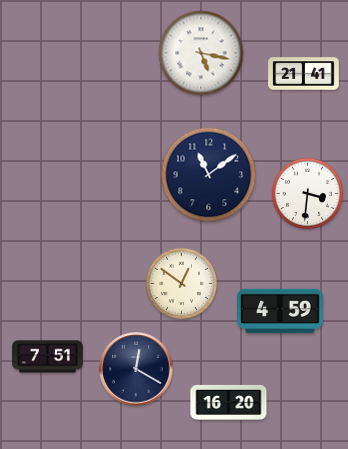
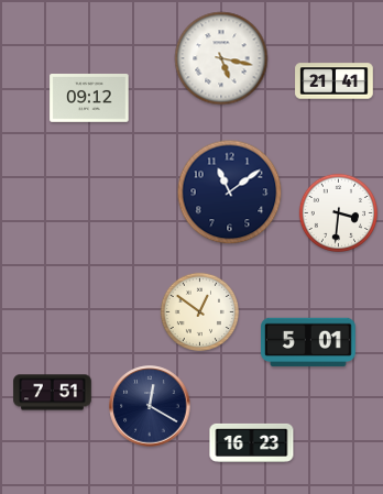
clock at (89, 99): none -> 09:12
clock at (281, 311): 4:59 -> 5:01
clock at (229, 402): 16:20 -> 16:23
